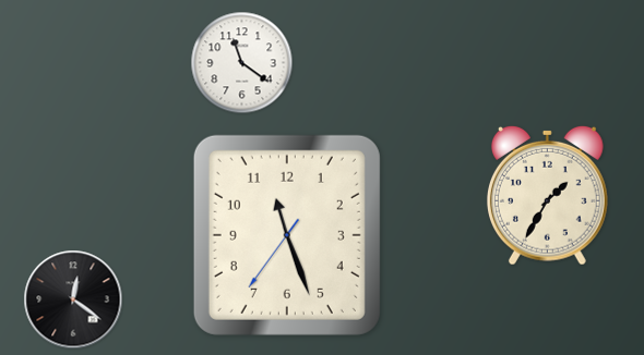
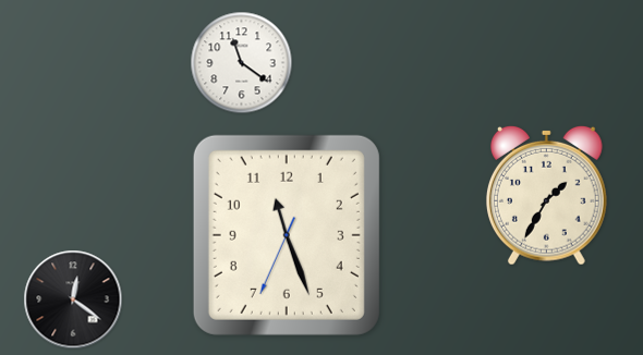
clock at (287, 235): 11:26:36 -> 11:26:34
